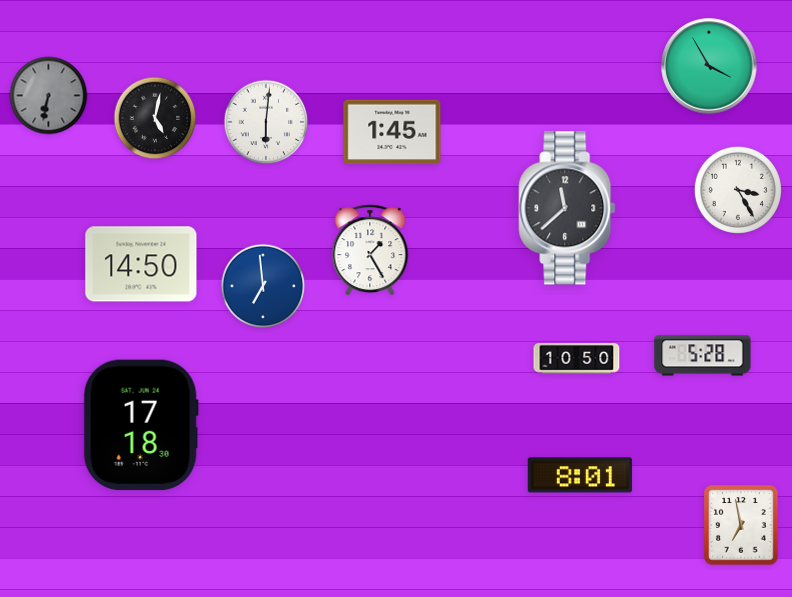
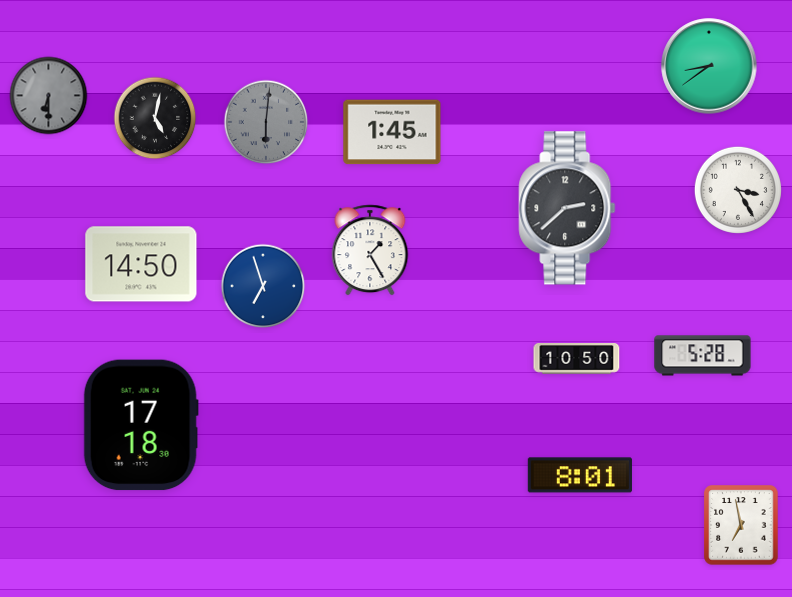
clock at (709, 66): 3:55 -> 8:39
clock at (49, 96): 6:32 -> 6:30
clock at (266, 122) dial: white -> grey
clock at (567, 208): 11:38 -> 2:38
clock at (263, 286): 6:59 -> 6:57
